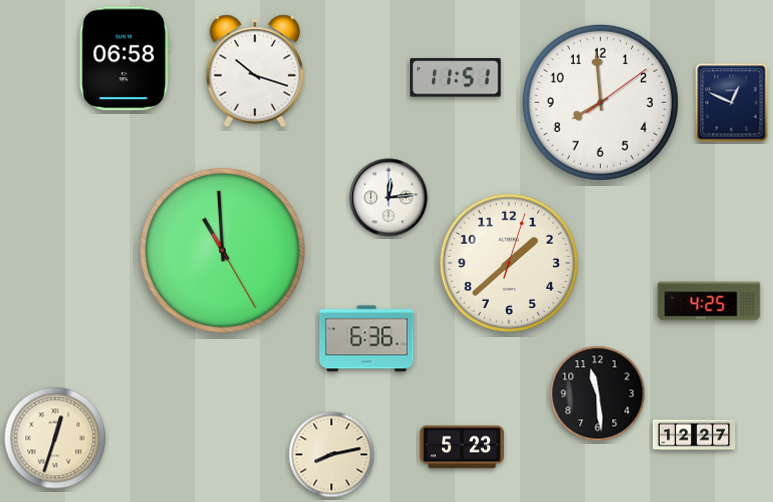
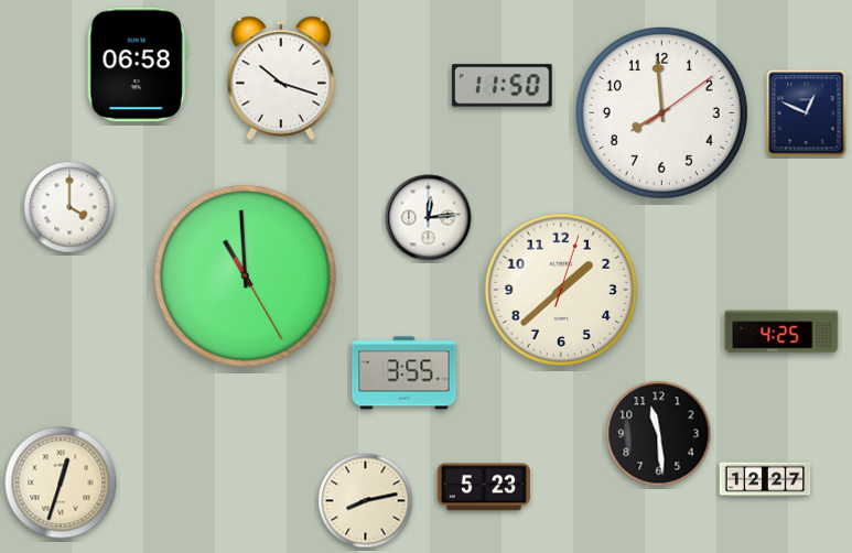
clock at (456, 78): 11:51 -> 11:50
clock at (69, 207): none -> 4:00
clock at (367, 339): 6:36 -> 3:55
clock at (462, 447) position: (462, 447) -> (484, 487)
